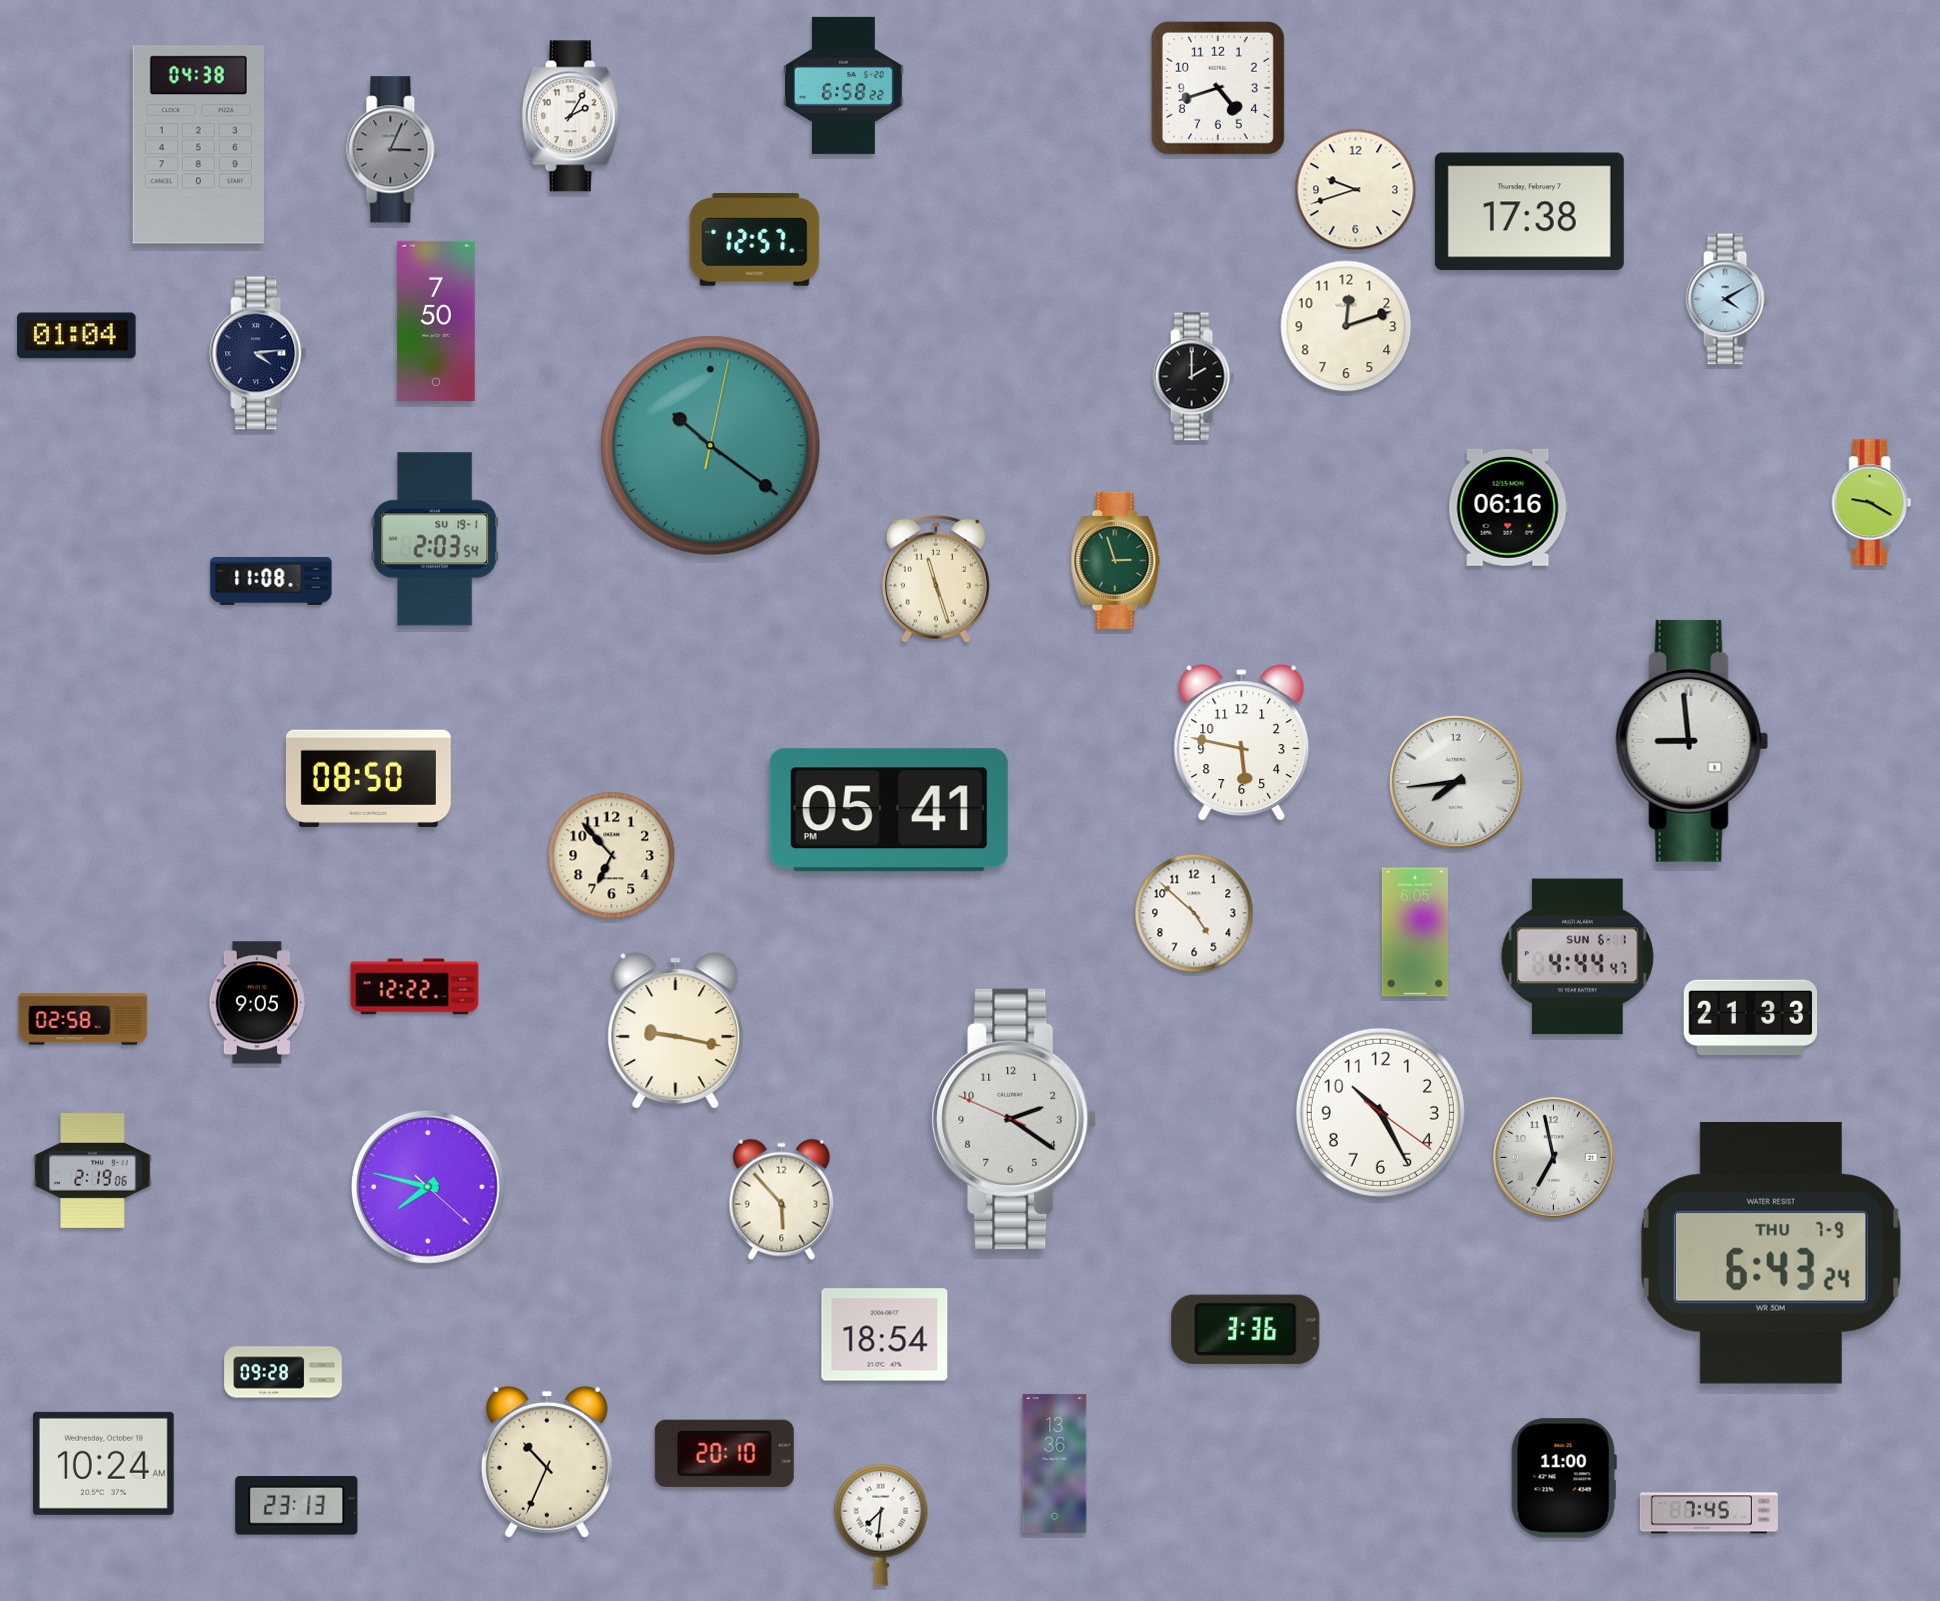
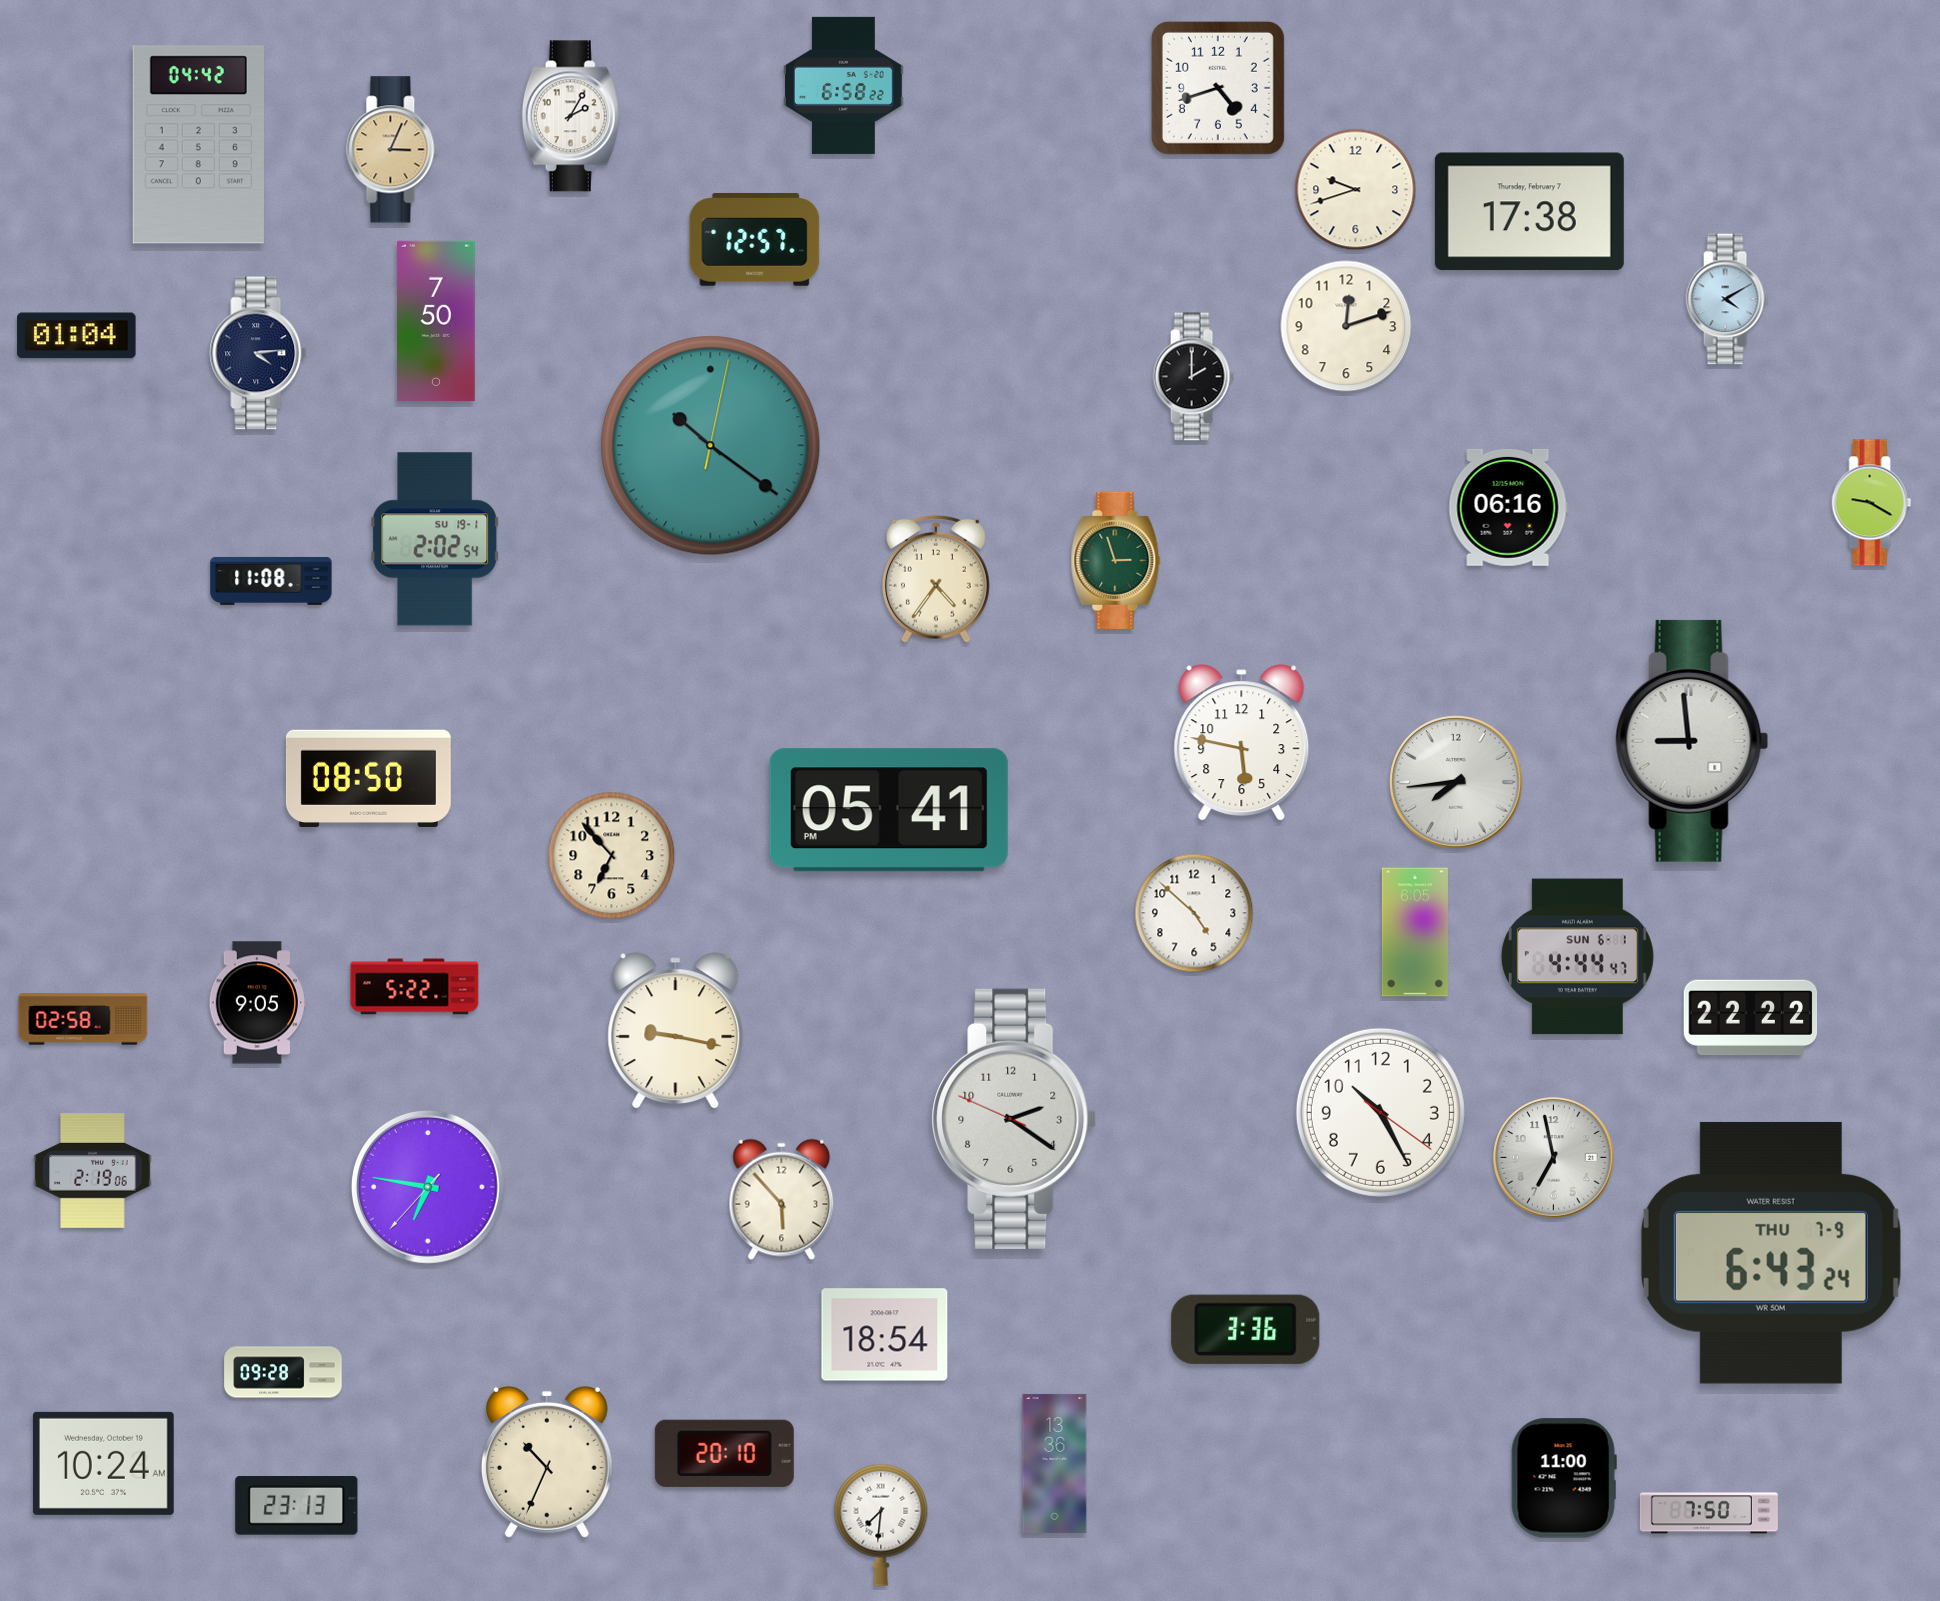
clock at (198, 145): 04:38 -> 04:42
clock at (393, 150) dial: grey -> champagne
clock at (435, 539): 2:03 -> 2:02
clock at (936, 579): 11:27 -> 4:36
clock at (415, 987): 12:22 -> 5:22
clock at (1751, 1018): 21:33 -> 22:22
clock at (428, 1187): 7:47 -> 6:46
clock at (1709, 1513): 7:45 -> 7:50
